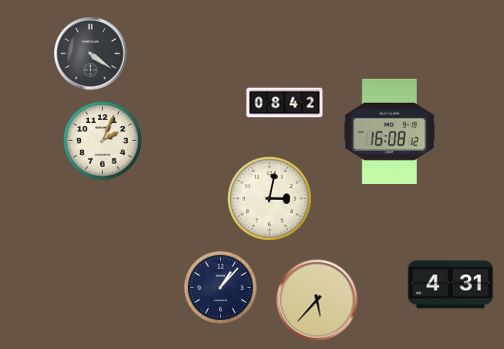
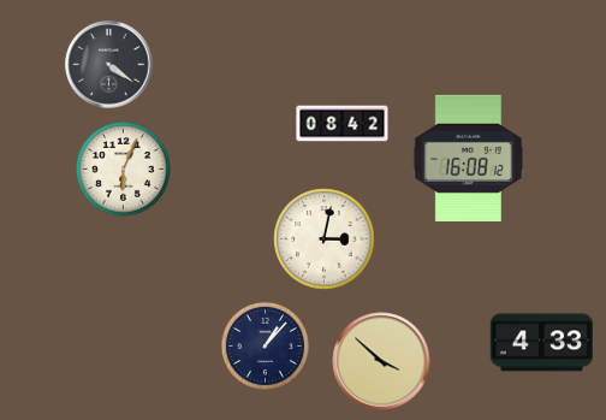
clock at (103, 141): 2:04 -> 6:04
clock at (450, 285): 4:31 -> 4:33
clock at (317, 300): 5:37 -> 3:52
